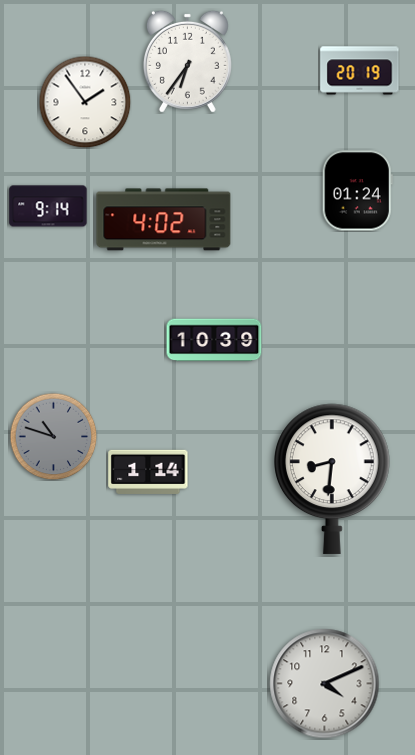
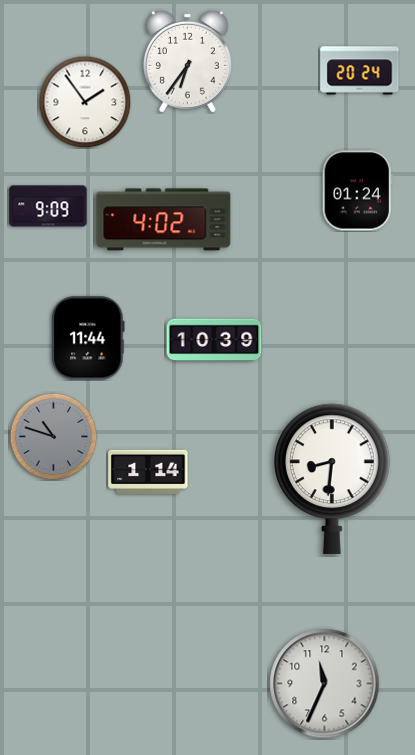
clock at (360, 71): 20:19 -> 20:24
clock at (48, 206): 9:14 -> 9:09
clock at (88, 338): none -> 11:44
clock at (325, 684): 4:11 -> 11:34
